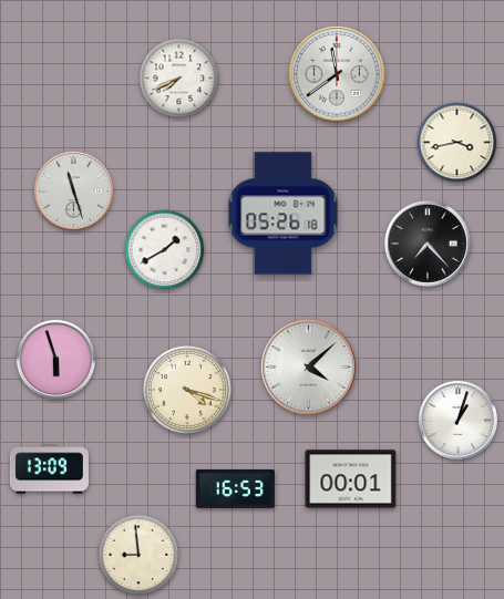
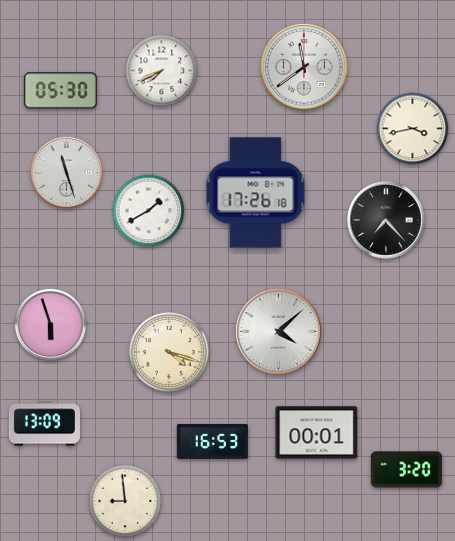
clock at (60, 91): none -> 05:30
clock at (284, 214): 05:26 -> 17:26
clock at (165, 250) position: (165, 250) -> (149, 211)
clock at (457, 420): 1:03 -> none
clock at (406, 470): none -> 3:20
